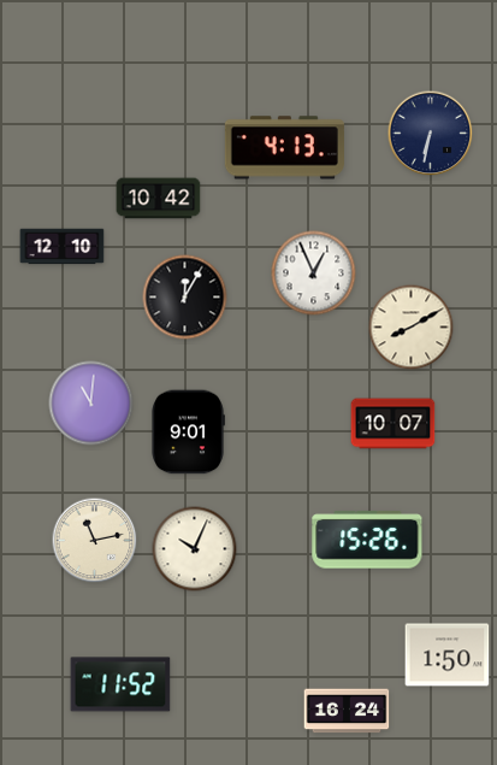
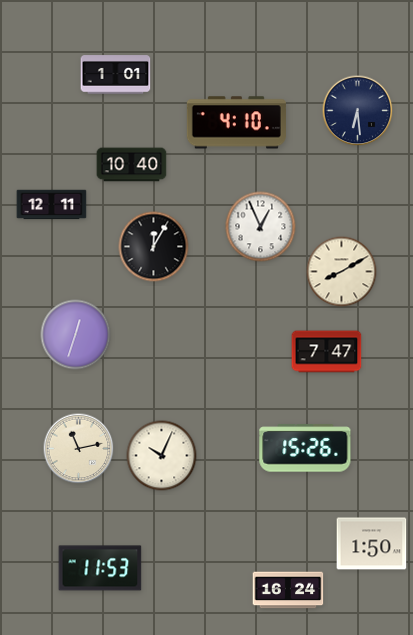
clock at (116, 75): none -> 1:01
clock at (431, 134): 6:32 -> 6:29
clock at (284, 148): 4:13 -> 4:10
clock at (159, 199): 10:42 -> 10:40
clock at (63, 247): 12:10 -> 12:11
clock at (91, 404): 11:01 -> 12:33
clock at (394, 424): 10:07 -> 7:47
clock at (188, 432): 9:01 -> none
clock at (120, 684): 11:52 -> 11:53
